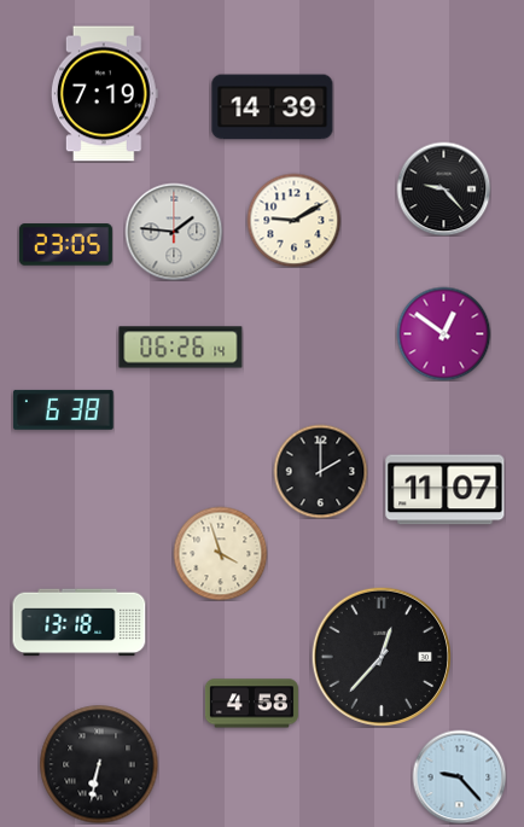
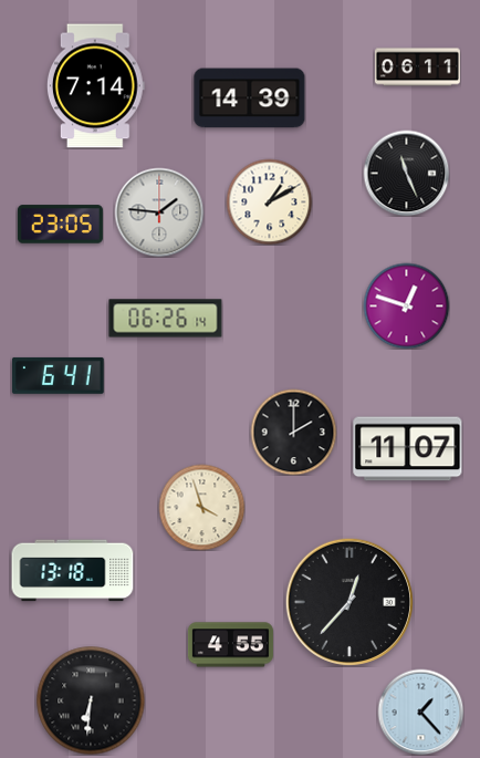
clock at (417, 68): none -> 06:11
clock at (104, 94): 7:19 -> 7:14
clock at (443, 188): 9:23 -> 11:26
clock at (293, 220): 9:10 -> 1:10
clock at (443, 333): 12:51 -> 12:48
clock at (63, 409): 6:38 -> 6:41
clock at (251, 704): 4:58 -> 4:55
clock at (99, 764): 6:32 -> 6:31
clock at (459, 776): 9:23 -> 1:23
